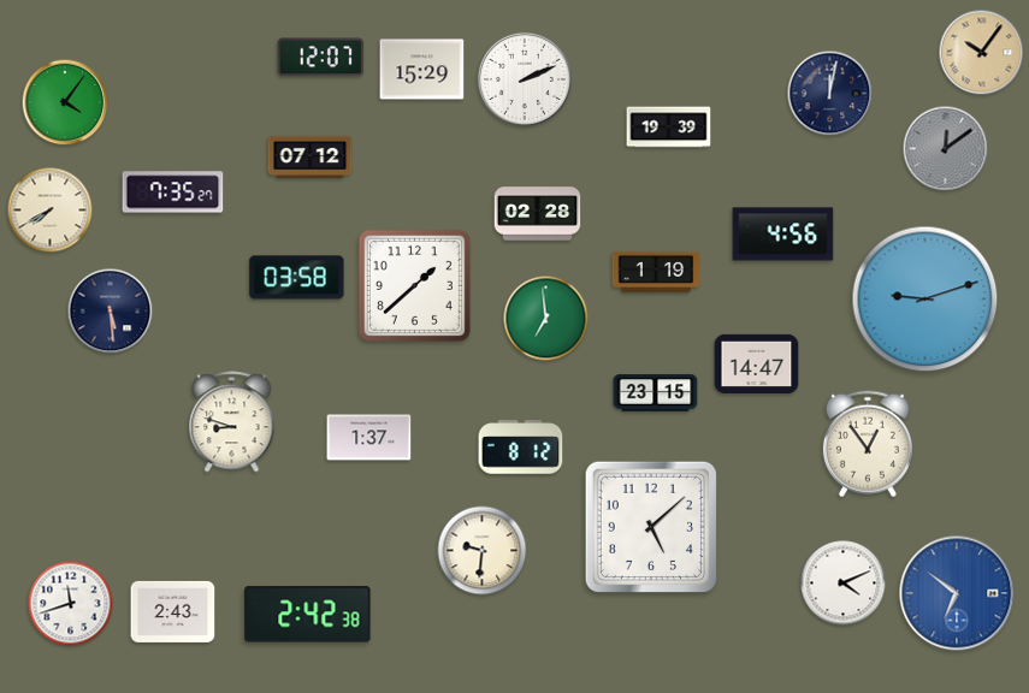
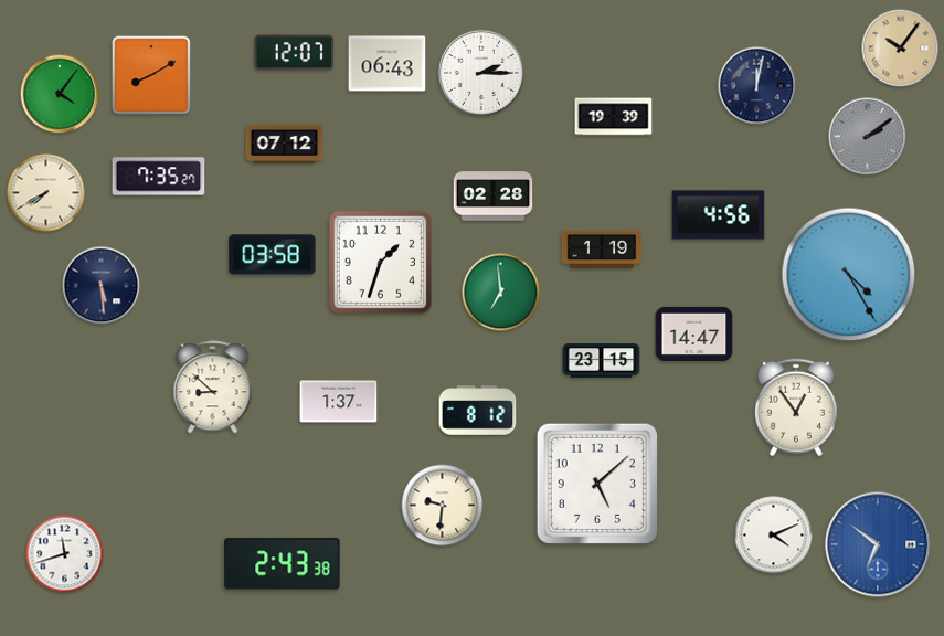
clock at (422, 70): 15:29 -> 06:43
clock at (525, 79): 2:11 -> 2:15
clock at (151, 75): none -> 8:10
clock at (830, 94) position: (830, 94) -> (757, 86)
clock at (946, 149): 12:09 -> 2:09
clock at (414, 285): 1:38 -> 1:33
clock at (925, 300): 9:12 -> 4:25
clock at (232, 422): 8:48 -> 8:52
clock at (173, 611): 2:43 -> none
clock at (308, 615): 2:42 -> 2:43
